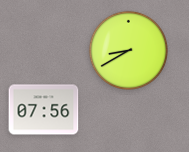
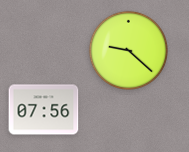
clock at (128, 50): 8:40 -> 9:22
